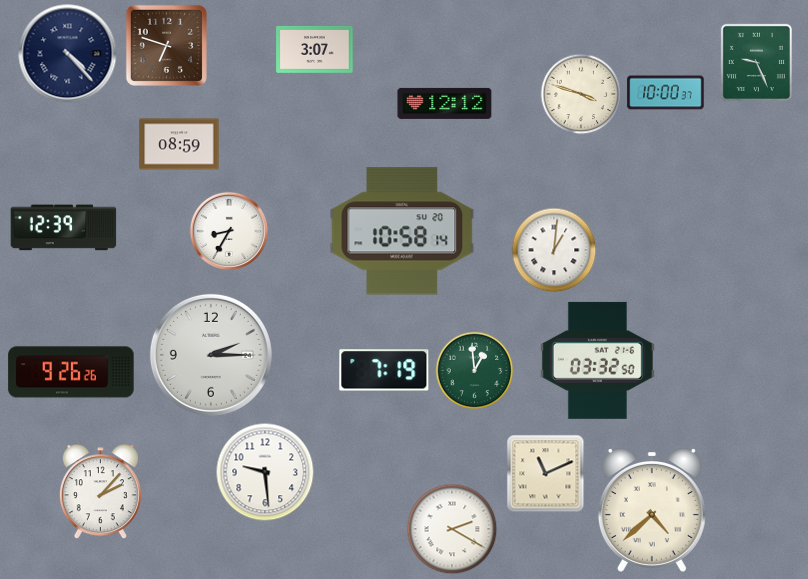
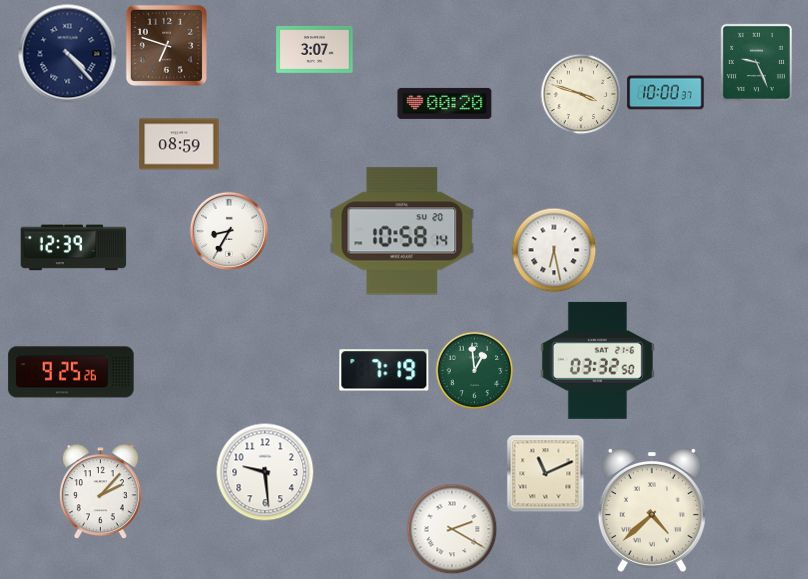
clock at (445, 103): 12:12 -> 00:20
clock at (64, 228) position: (64, 228) -> (74, 248)
clock at (554, 250): 1:01 -> 6:28
clock at (211, 355): 2:15 -> none
clock at (71, 372): 9:26 -> 9:25
